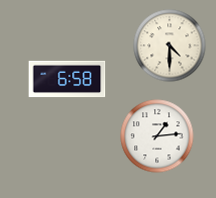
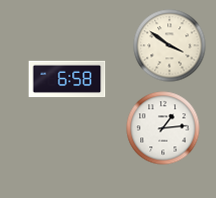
clock at (170, 46): 4:30 -> 3:51
clock at (157, 136) position: (157, 136) -> (163, 128)
